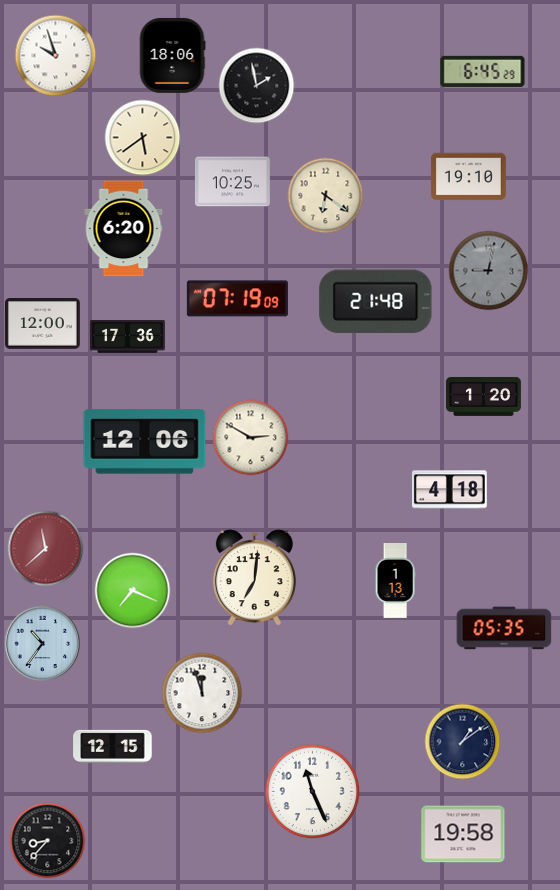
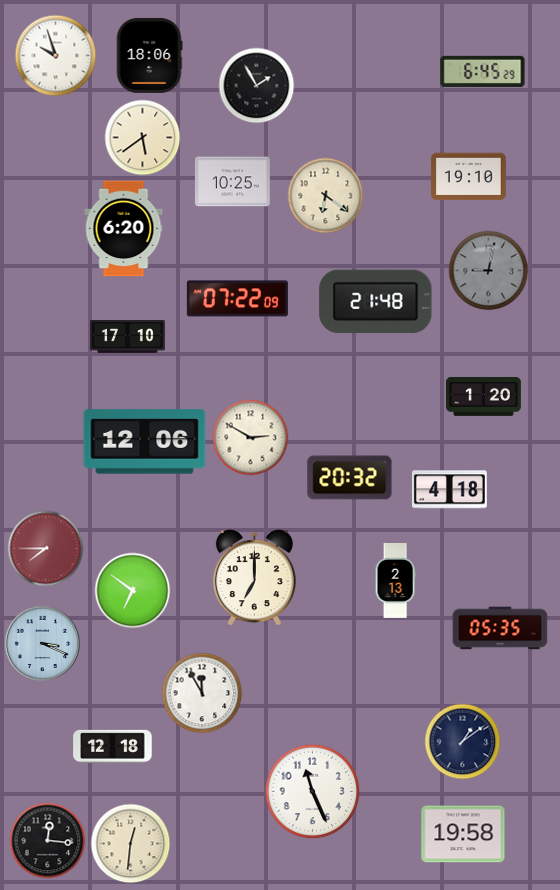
clock at (172, 55) position: (172, 55) -> (149, 55)
clock at (257, 86): 1:58 -> 1:55
clock at (237, 299): 07:19 -> 07:22
clock at (42, 324): 12:00 -> none
clock at (127, 337): 17:36 -> 17:10
clock at (350, 478): none -> 20:32
clock at (46, 549): 11:38 -> 7:45
clock at (254, 578): 7:01 -> 7:00
clock at (395, 581): 1:13 -> 2:13
clock at (133, 591): 7:19 -> 6:51
clock at (504, 628) position: (504, 628) -> (500, 628)
clock at (43, 644): 10:36 -> 3:19
clock at (202, 693): 11:57 -> 11:55
clock at (113, 746): 12:15 -> 12:18
clock at (48, 841): 8:37 -> 12:16
clock at (131, 844): none -> 12:31
